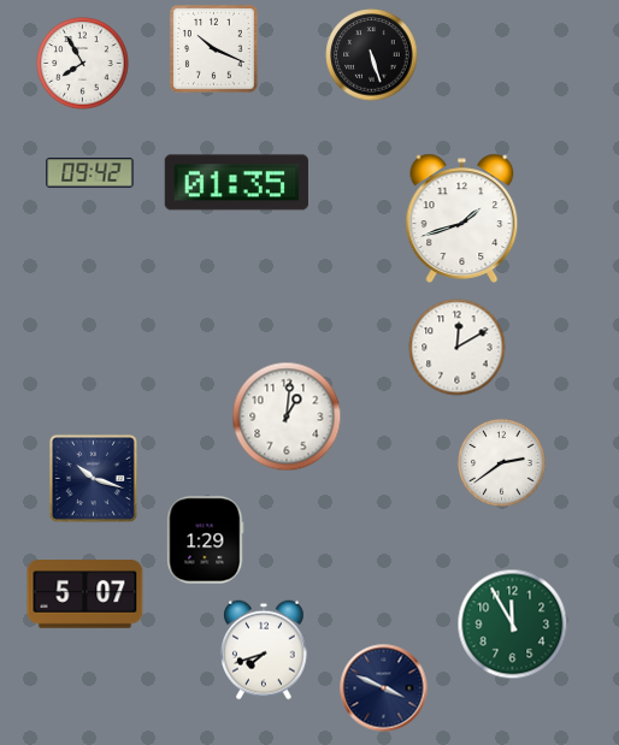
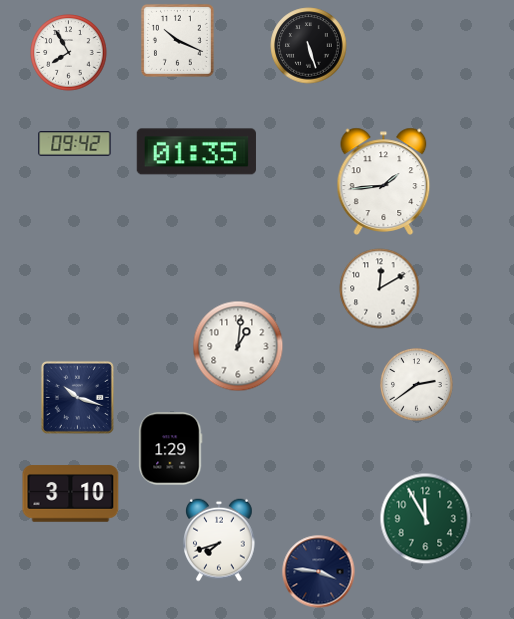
clock at (462, 218): 1:42 -> 1:44
clock at (86, 595): 5:07 -> 3:10
clock at (384, 688): 3:49 -> 3:46
